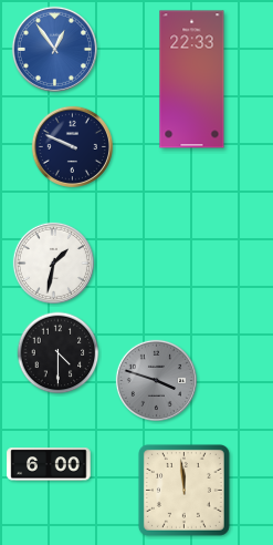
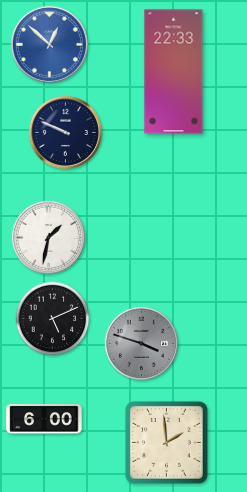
clock at (54, 49): 12:54 -> 12:52
clock at (59, 353): 4:30 -> 5:11
clock at (183, 490): 11:59 -> 1:59
